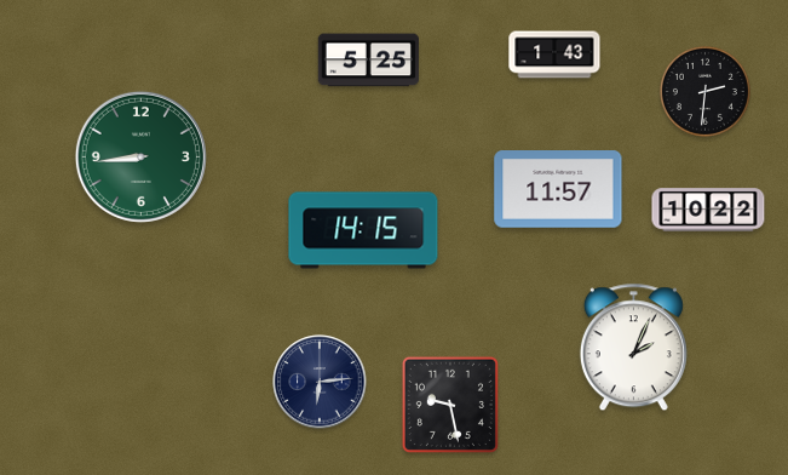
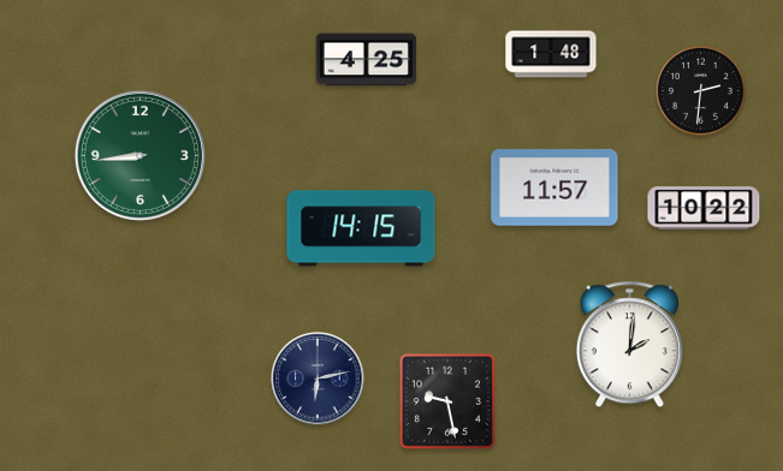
clock at (554, 55): 1:43 -> 1:48
clock at (368, 61): 5:25 -> 4:25
clock at (633, 348): 2:04 -> 2:01
clock at (320, 382): 6:14 -> 6:13
